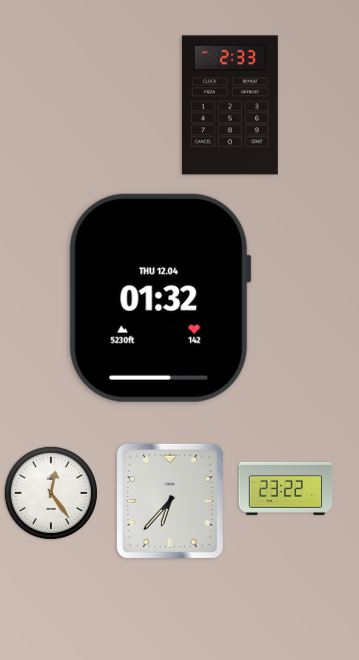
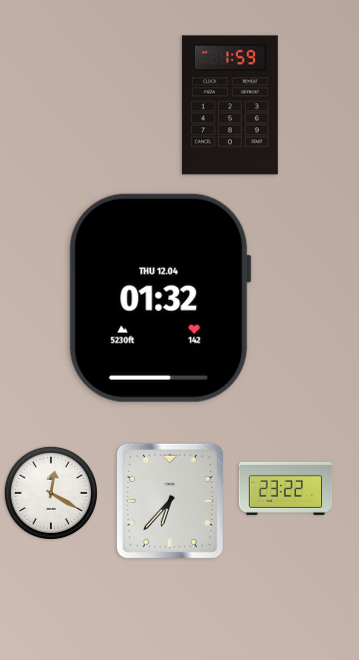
clock at (230, 105): 2:33 -> 1:59
clock at (51, 493): 12:24 -> 12:20
